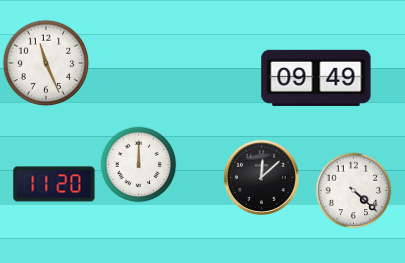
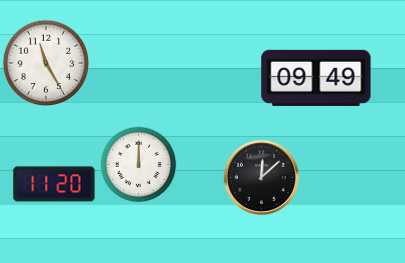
clock at (46, 63): 11:26 -> 11:25
clock at (354, 191): 4:22 -> none
